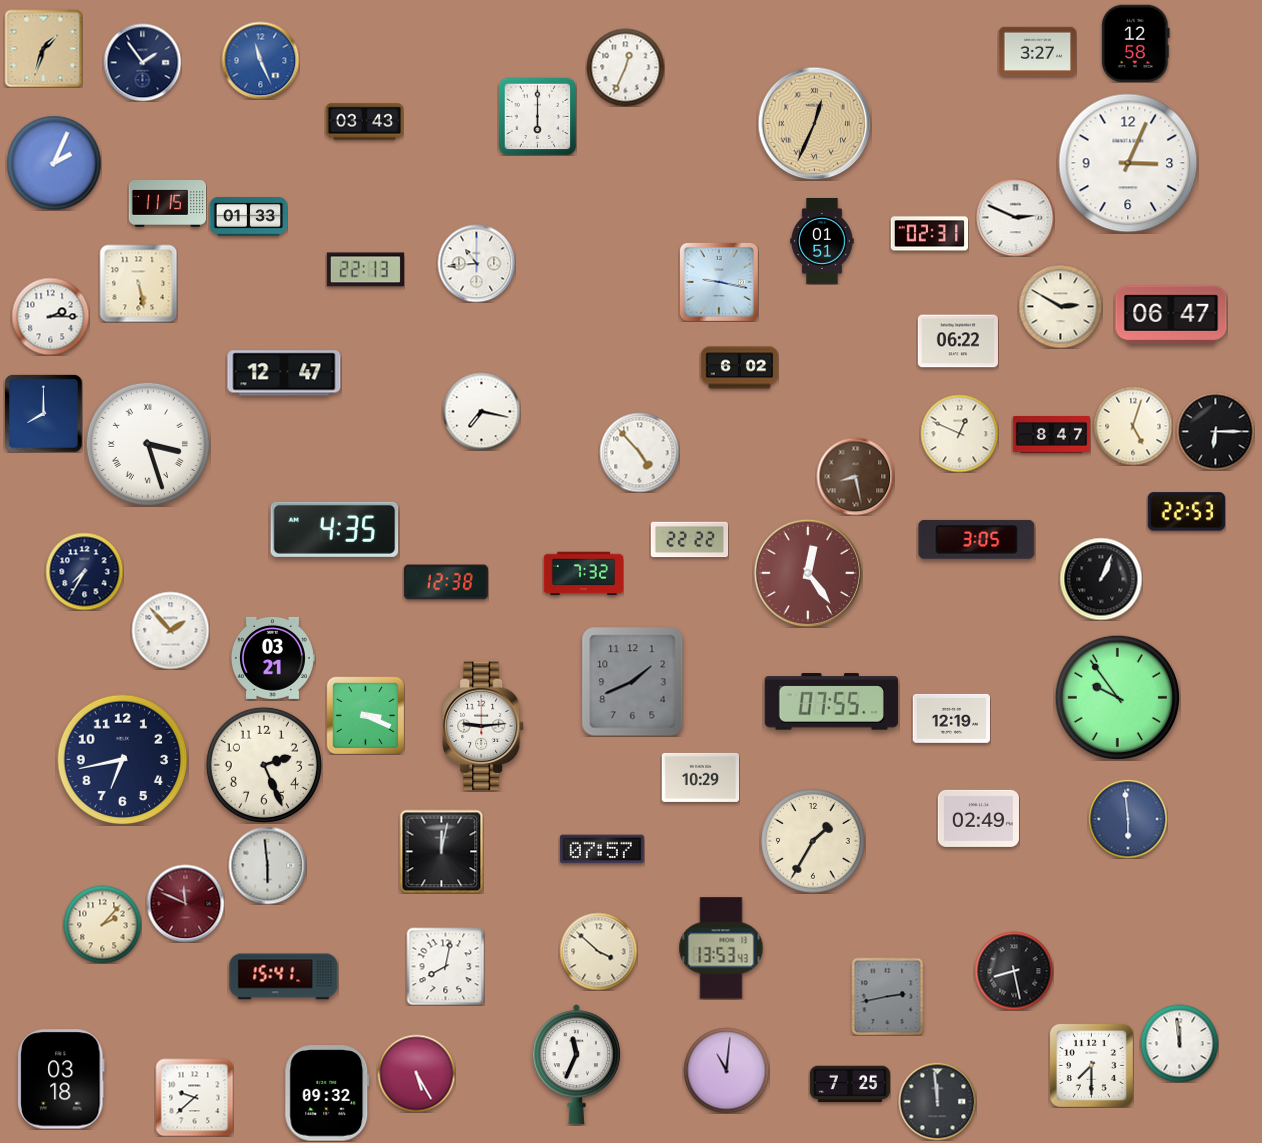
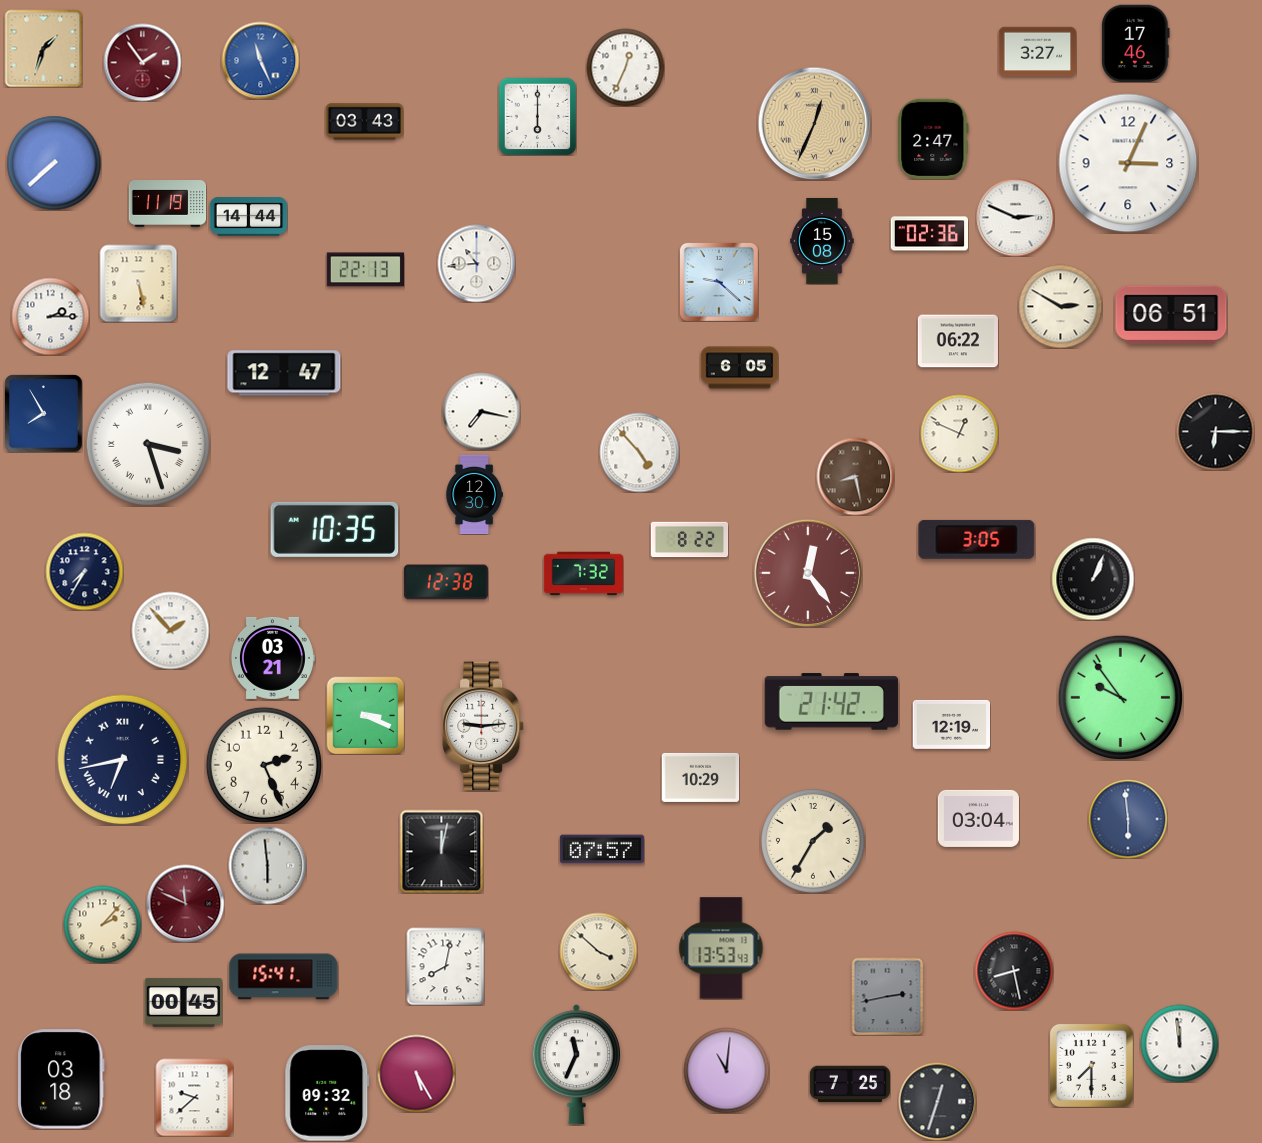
clock at (1136, 43): 12:58 -> 17:46
clock at (142, 62) dial: navy -> burgundy
clock at (933, 139): none -> 2:47
clock at (54, 163): 2:04 -> 7:38
clock at (167, 204): 11:15 -> 11:19
clock at (248, 217): 01:33 -> 14:44
clock at (929, 234): 02:31 -> 02:36
clock at (822, 241): 01:51 -> 15:08
clock at (719, 282): 9:17 -> 9:22
clock at (1171, 315): 06:47 -> 06:51
clock at (739, 368): 6:02 -> 6:05
clock at (43, 413): 8:00 -> 7:55
clock at (1133, 426): 5:03 -> none
clock at (1051, 434): 8:47 -> none
clock at (474, 494): none -> 12:30
clock at (1186, 512): 22:53 -> none
clock at (335, 529): 4:35 -> 10:35
clock at (689, 540): 22:22 -> 8:22
clock at (1101, 579) position: (1101, 579) -> (1093, 579)
clock at (633, 682): 1:41 -> none
clock at (1117, 697) position: (1117, 697) -> (1120, 697)
clock at (831, 702): 07:55 -> 21:42
clock at (951, 718) position: (951, 718) -> (951, 724)
clock at (123, 760) numerals: Arabic -> Roman
clock at (978, 818): 02:49 -> 03:04
clock at (183, 1002): none -> 00:45
clock at (937, 1101): 11:59 -> 12:33
